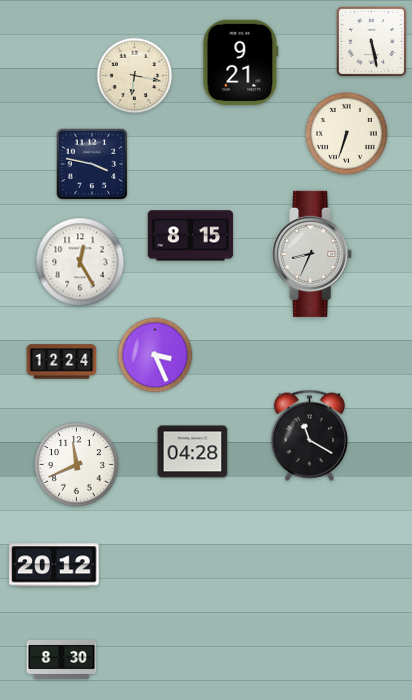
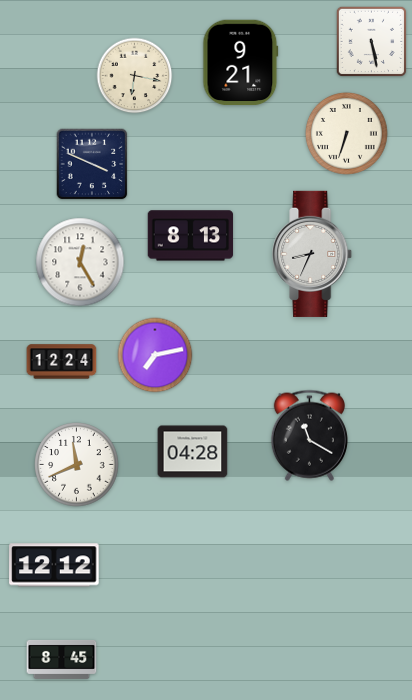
clock at (92, 164): 3:47 -> 3:49
clock at (191, 236): 8:15 -> 8:13
clock at (155, 355): 3:26 -> 7:13
clock at (54, 565): 20:12 -> 12:12
clock at (62, 659): 8:30 -> 8:45
